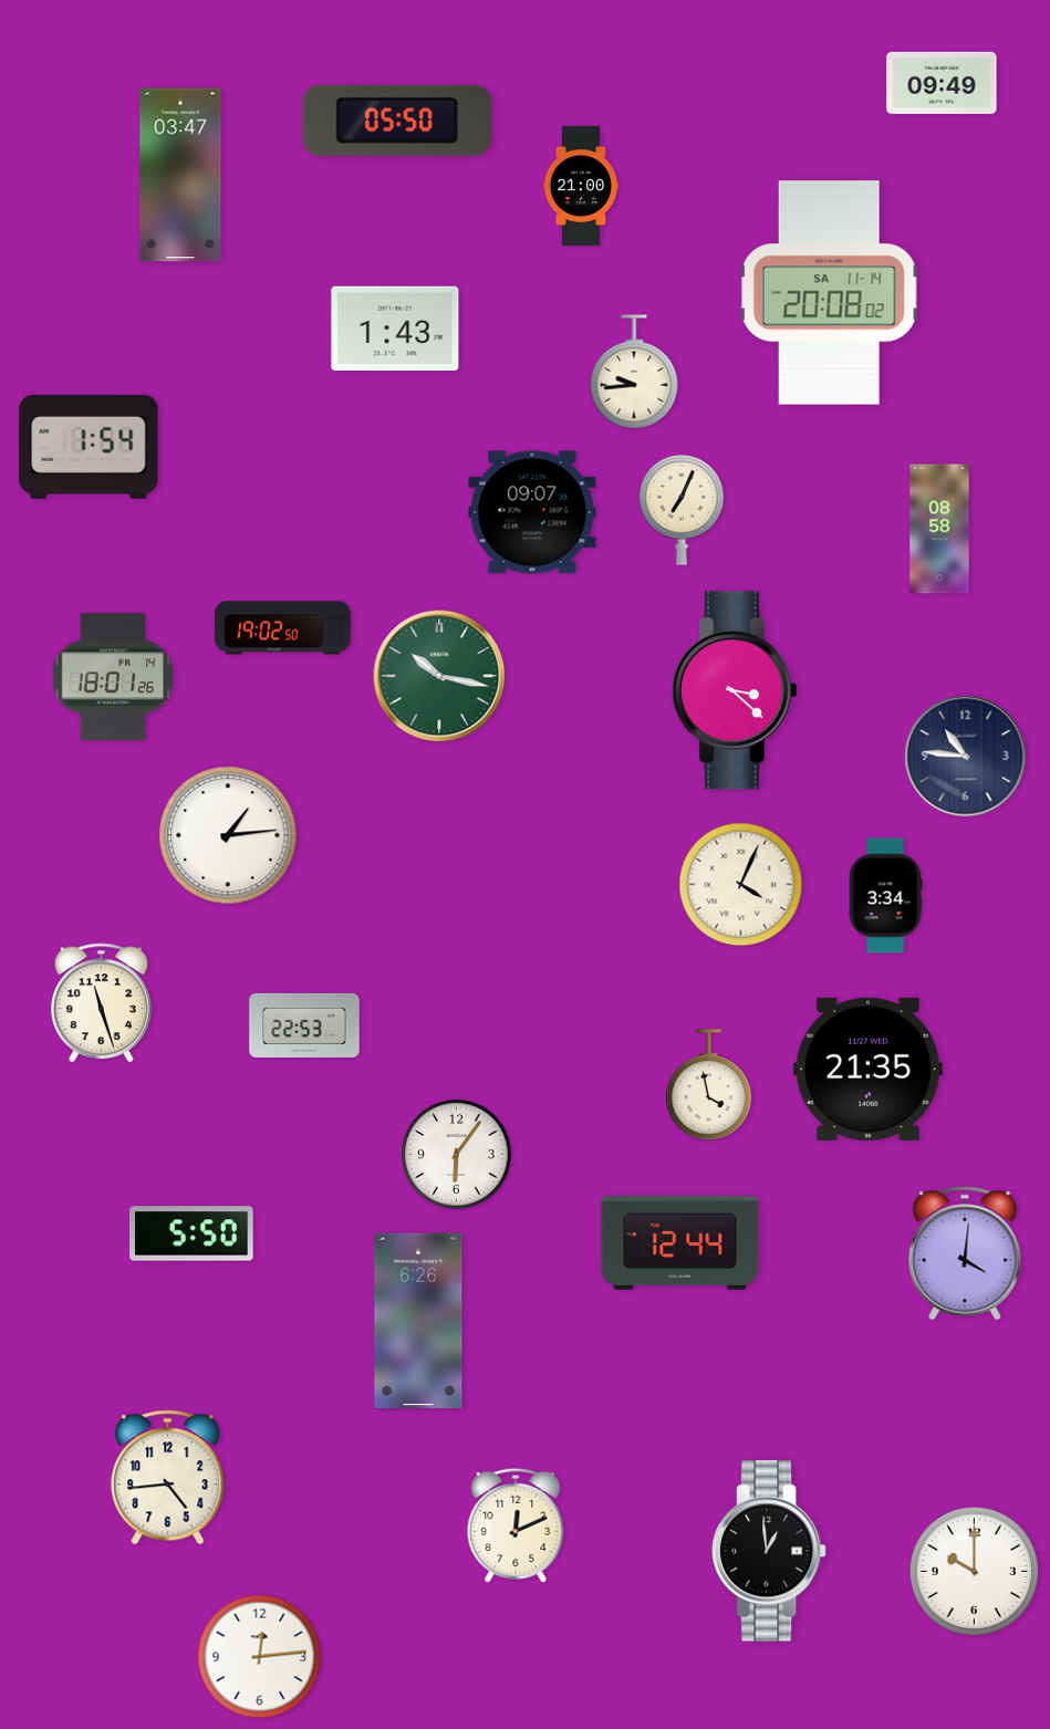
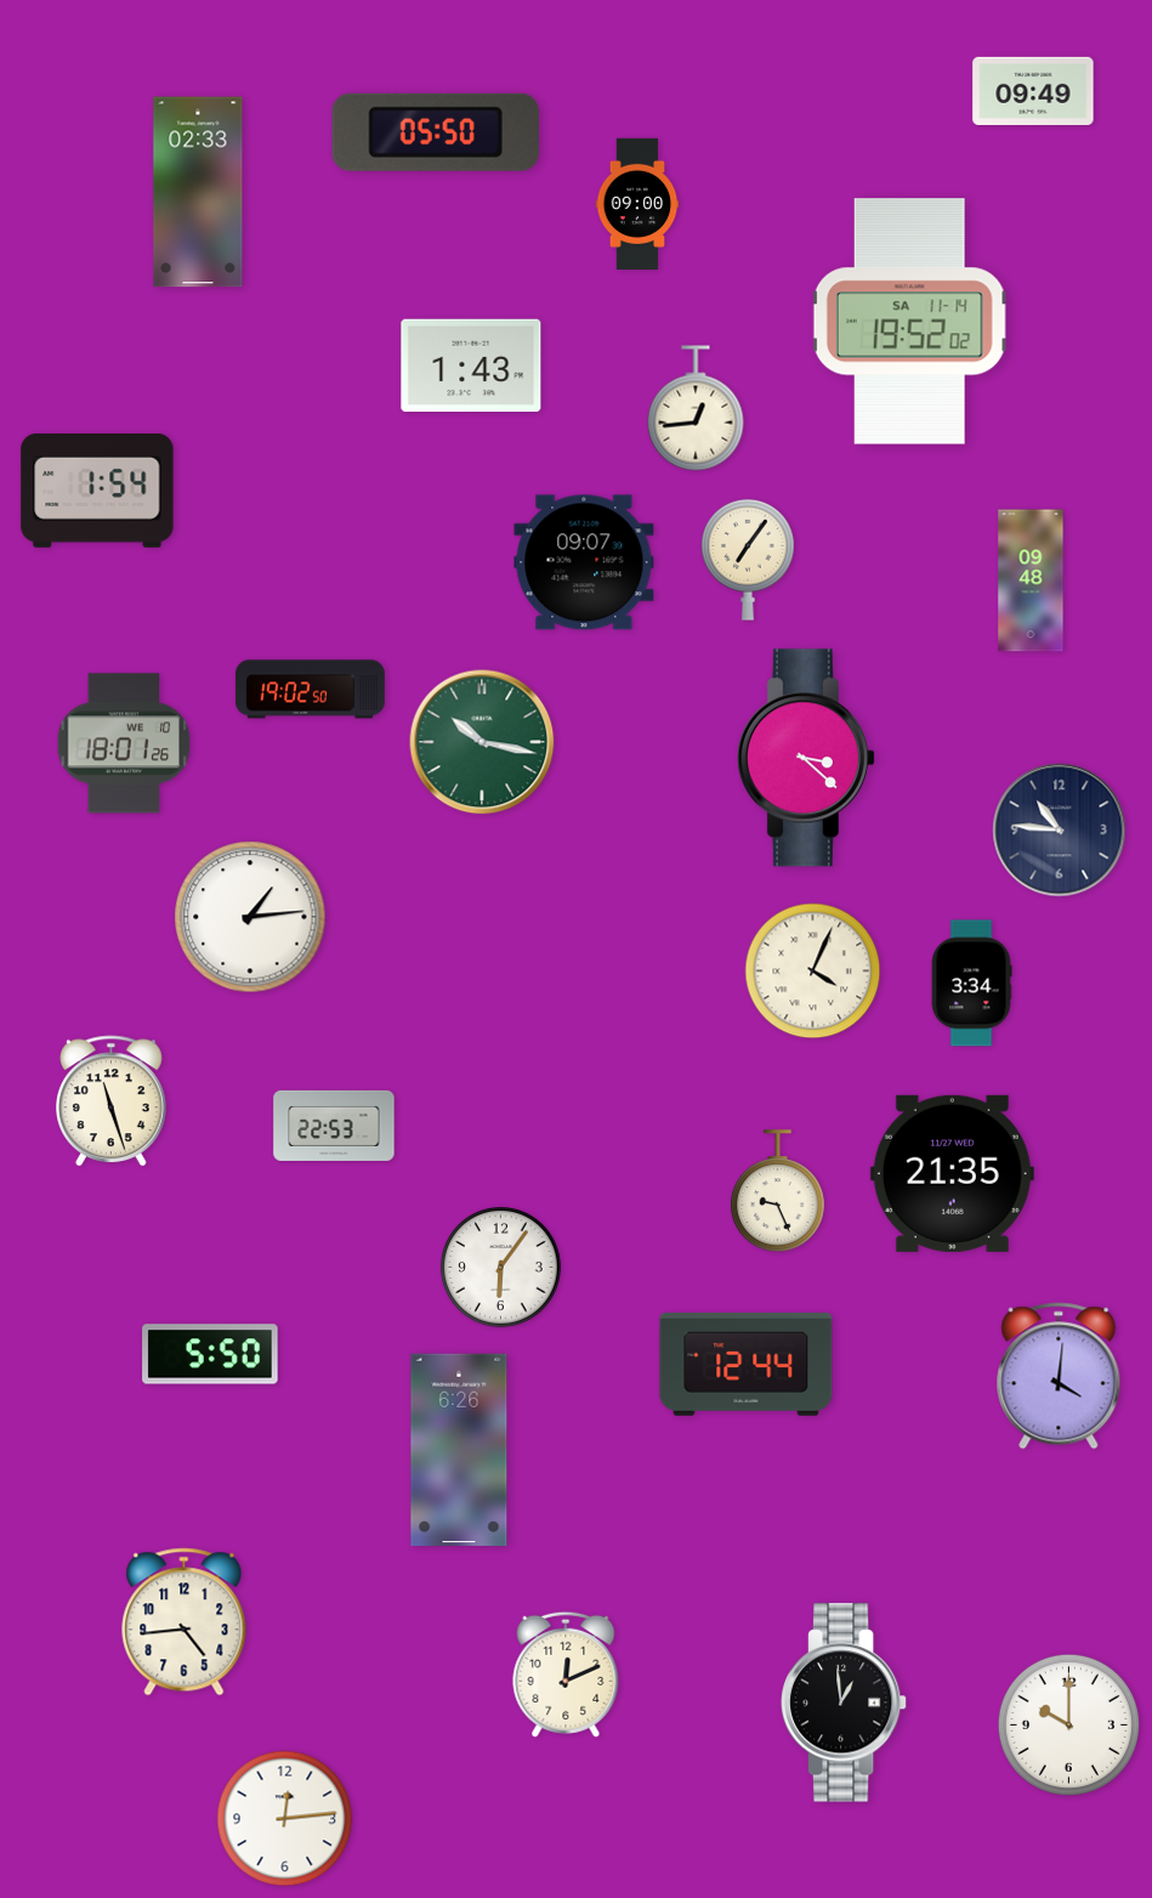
clock at (180, 175): 03:47 -> 02:33
clock at (581, 186): 21:00 -> 09:00
clock at (829, 293): 20:08 -> 19:52
clock at (395, 329) position: (395, 329) -> (471, 366)
clock at (634, 372): 9:44 -> 12:44
clock at (682, 510): 7:04 -> 7:06
clock at (939, 529): 08:58 -> 09:48
clock at (113, 677) date: FR 14 -> WE 10
clock at (709, 1085): 3:58 -> 9:26
